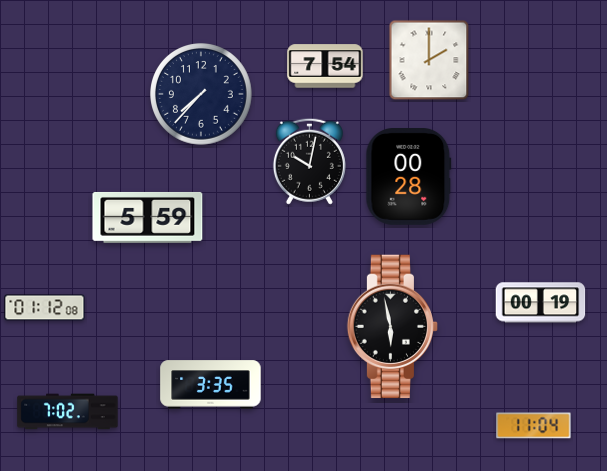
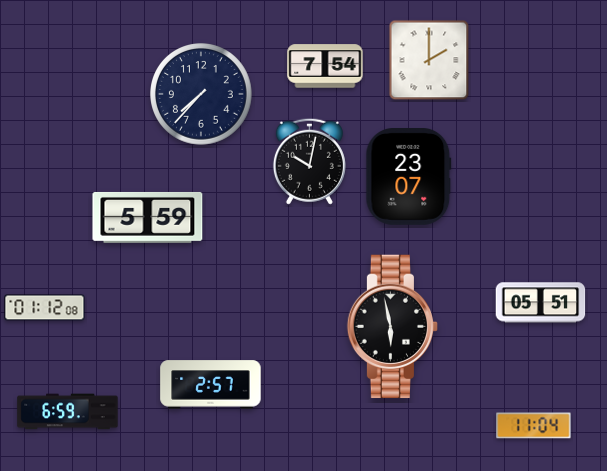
clock at (409, 177): 00:28 -> 23:07
clock at (541, 303): 00:19 -> 05:51
clock at (211, 385): 3:35 -> 2:57
clock at (68, 412): 7:02 -> 6:59
